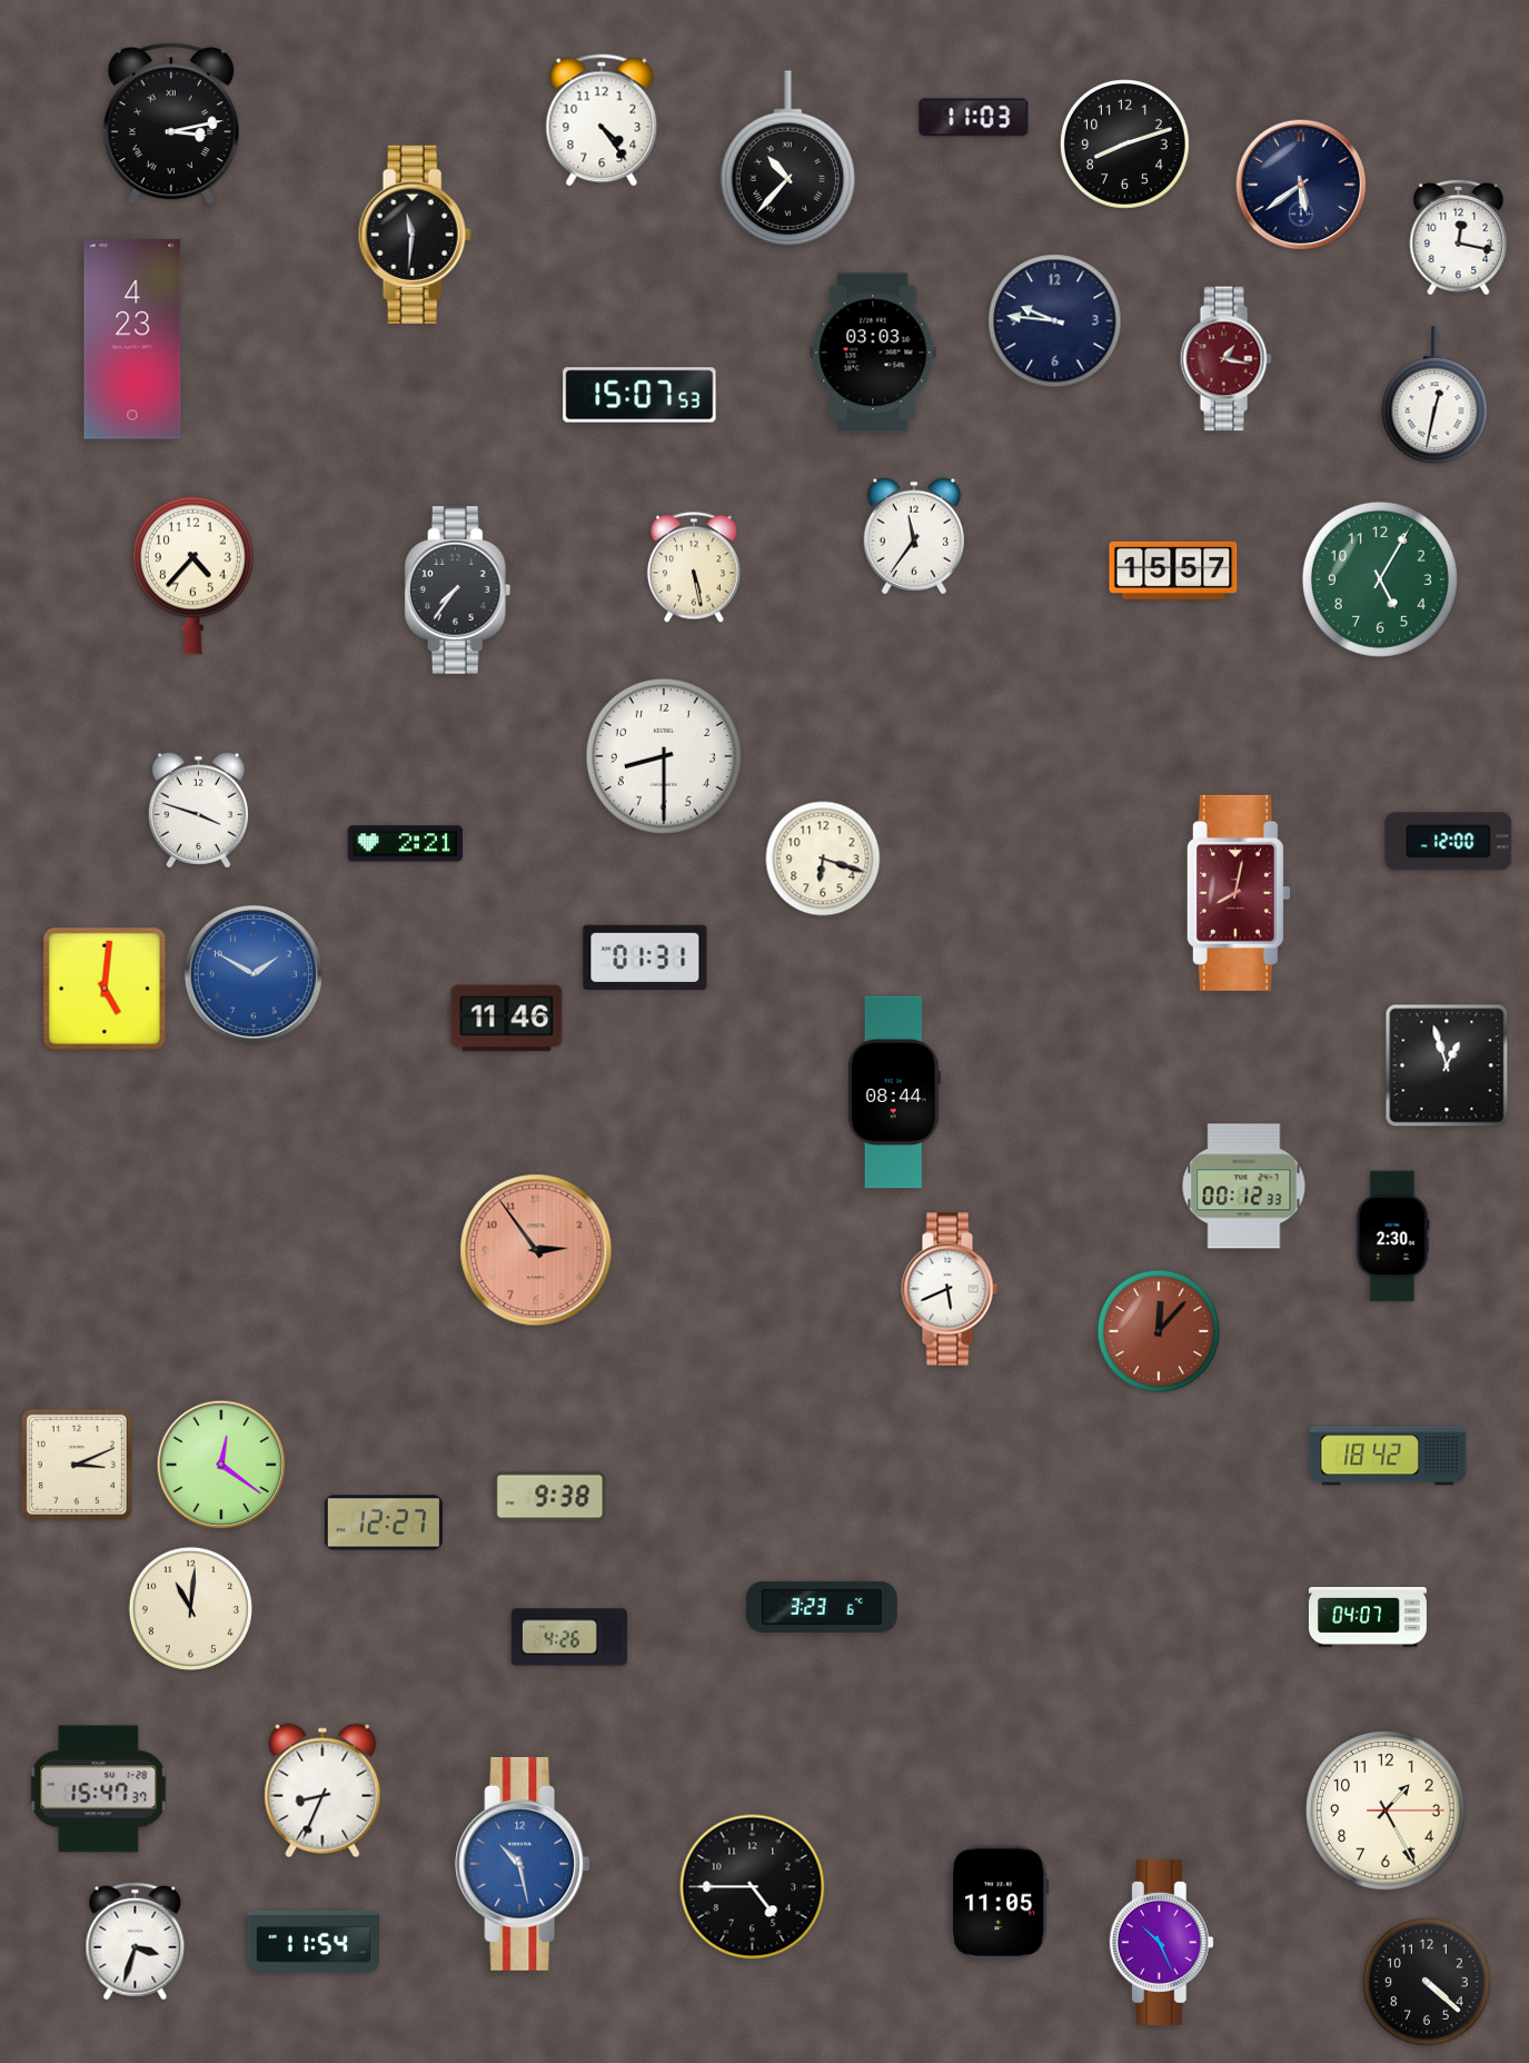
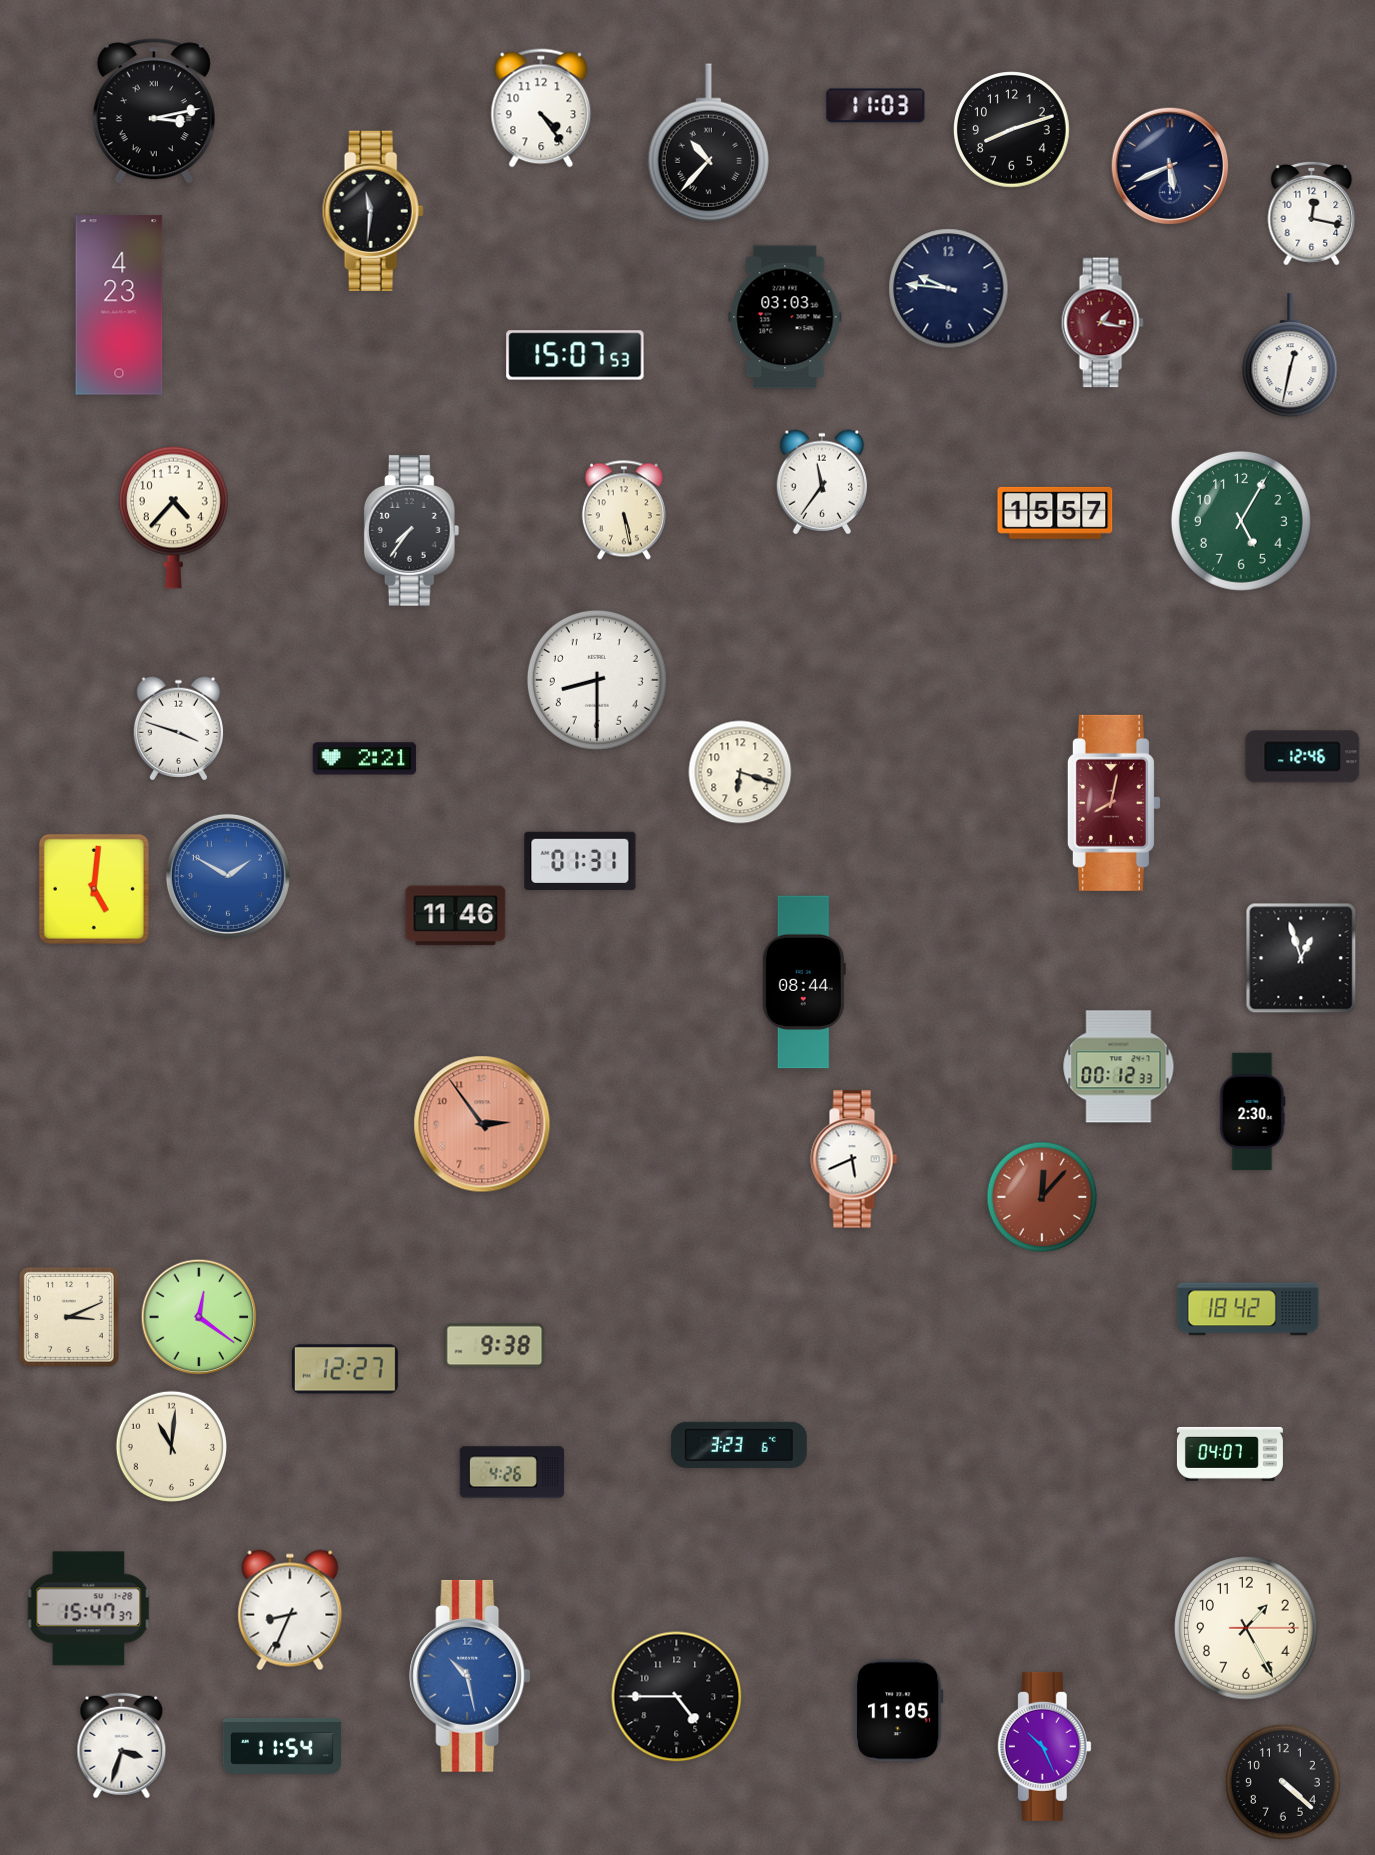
clock at (1301, 185): 5:39 -> 5:41
clock at (1449, 842): 12:00 -> 12:46
